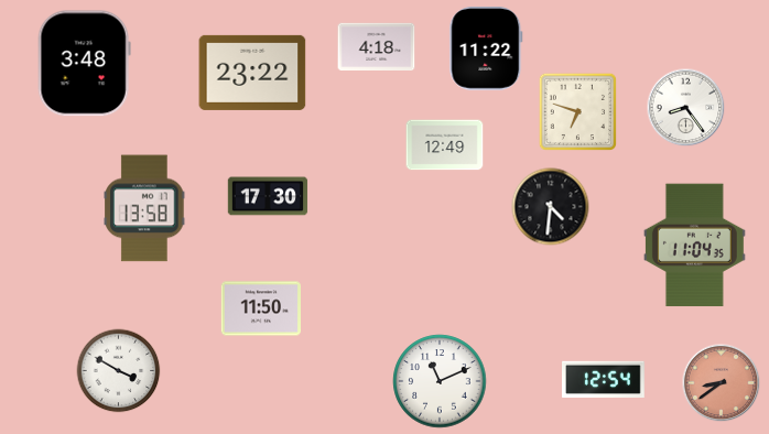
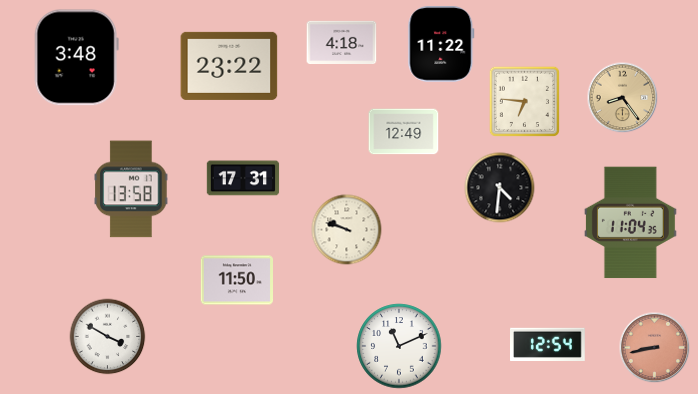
clock at (686, 108) dial: white -> champagne
clock at (578, 112): 6:48 -> 6:46
clock at (268, 196): 17:30 -> 17:31
clock at (347, 230): none -> 9:48
clock at (722, 383): 8:39 -> 8:43
